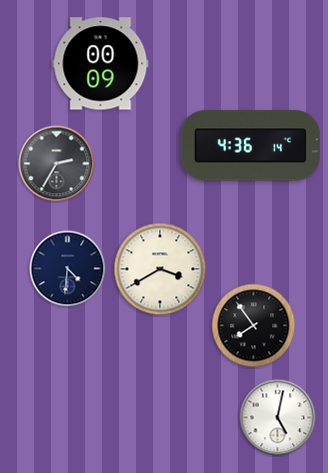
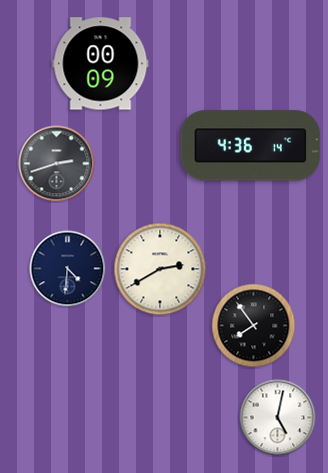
clock at (57, 164): 2:35 -> 2:42
clock at (160, 269): 3:40 -> 2:40
